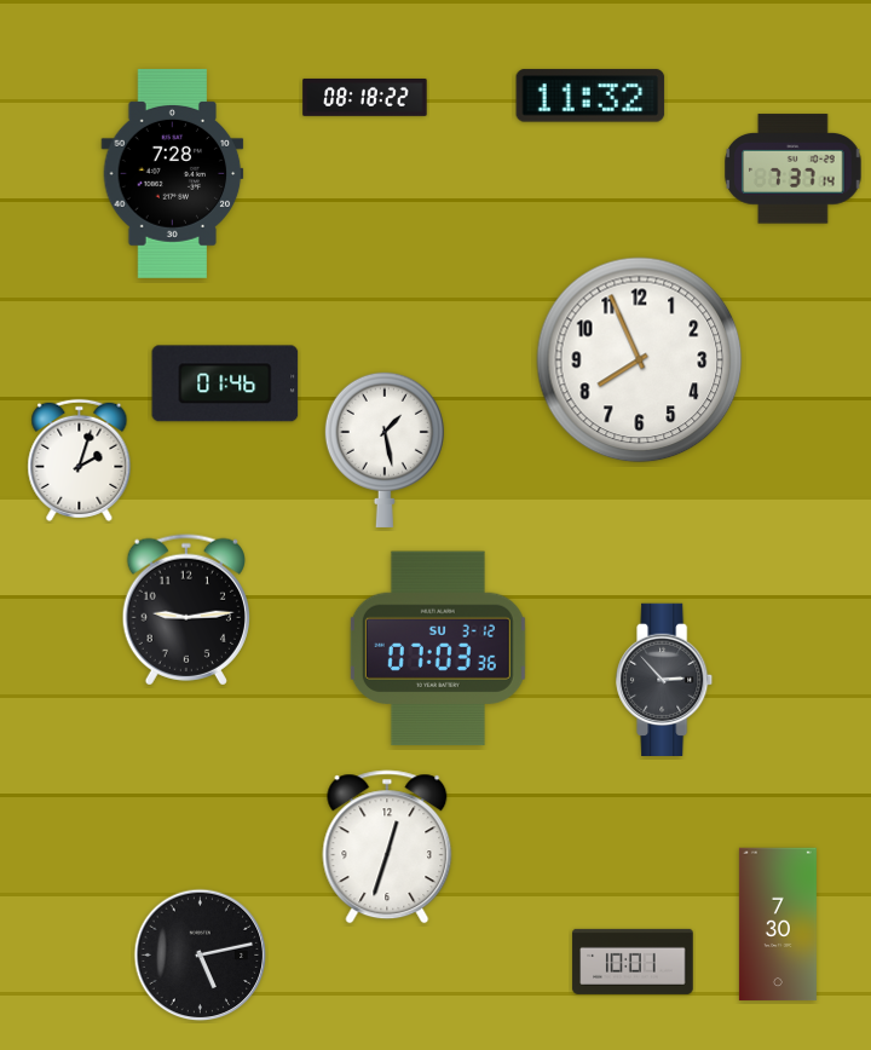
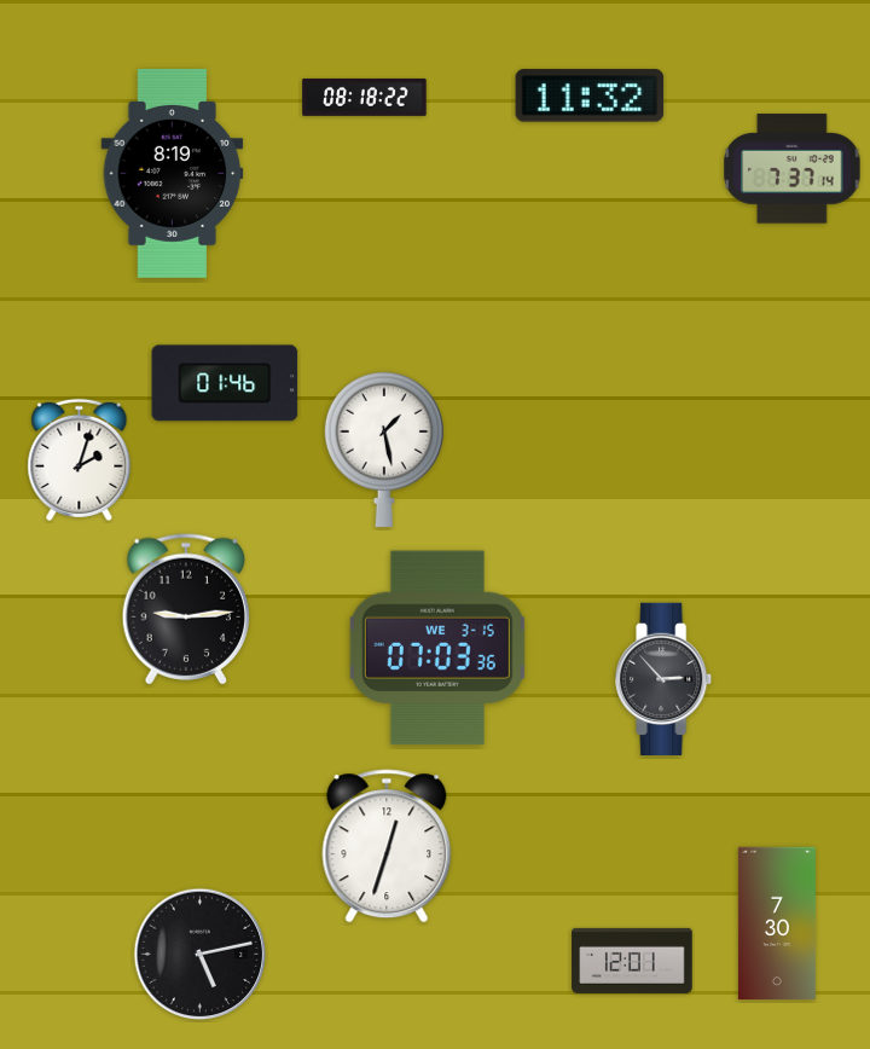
clock at (173, 173): 7:28 -> 8:19
clock at (640, 360): 7:56 -> none
clock at (438, 648) date: SU 3-12 -> WE 3-15
clock at (633, 962): 10:01 -> 12:01
